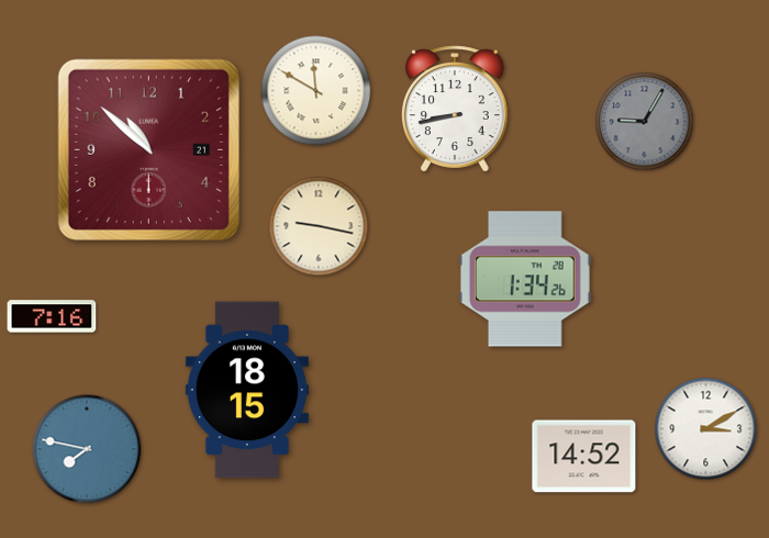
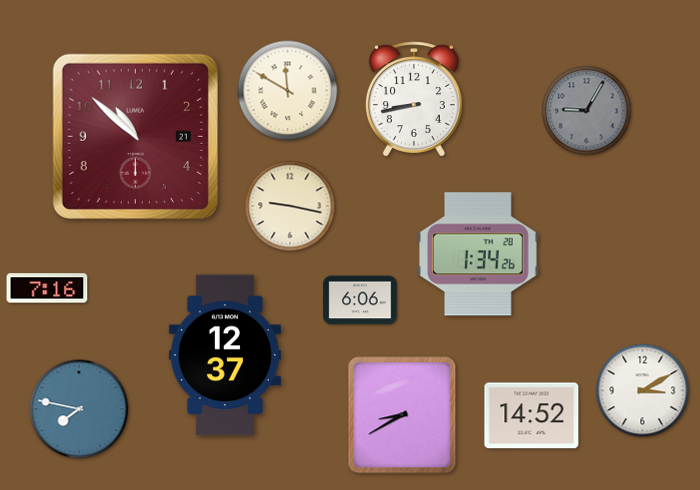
clock at (316, 91) position: (316, 91) -> (288, 91)
clock at (360, 300): none -> 6:06
clock at (247, 390): 18:15 -> 12:37
clock at (402, 415): none -> 8:40
